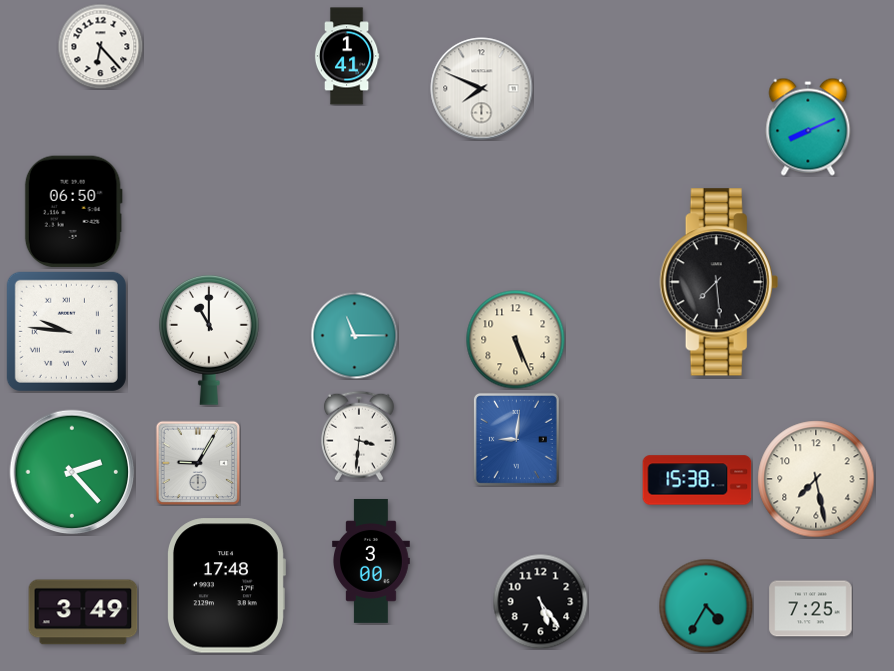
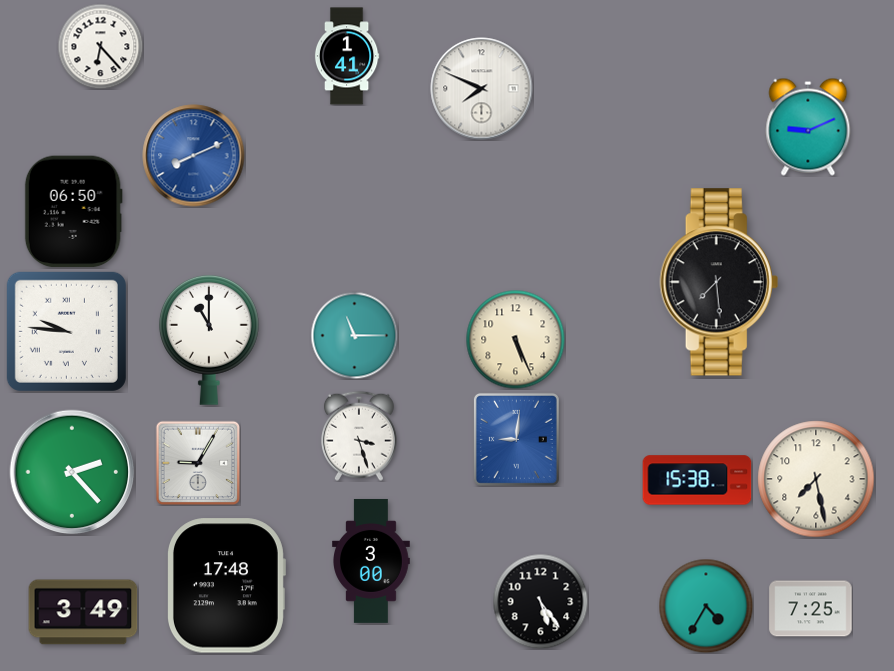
clock at (808, 127): 8:11 -> 9:11
clock at (194, 156): none -> 8:11
clock at (359, 436): 3:31 -> 3:27
